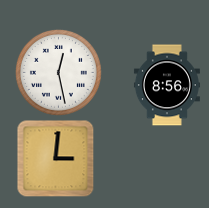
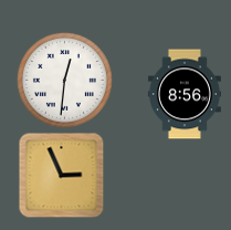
clock at (58, 72): 12:28 -> 12:31
clock at (55, 158): 3:01 -> 2:56
